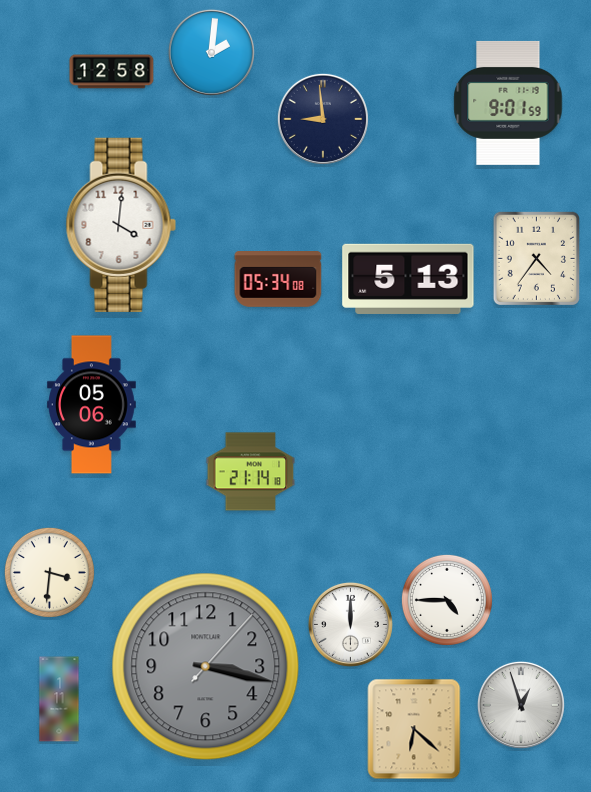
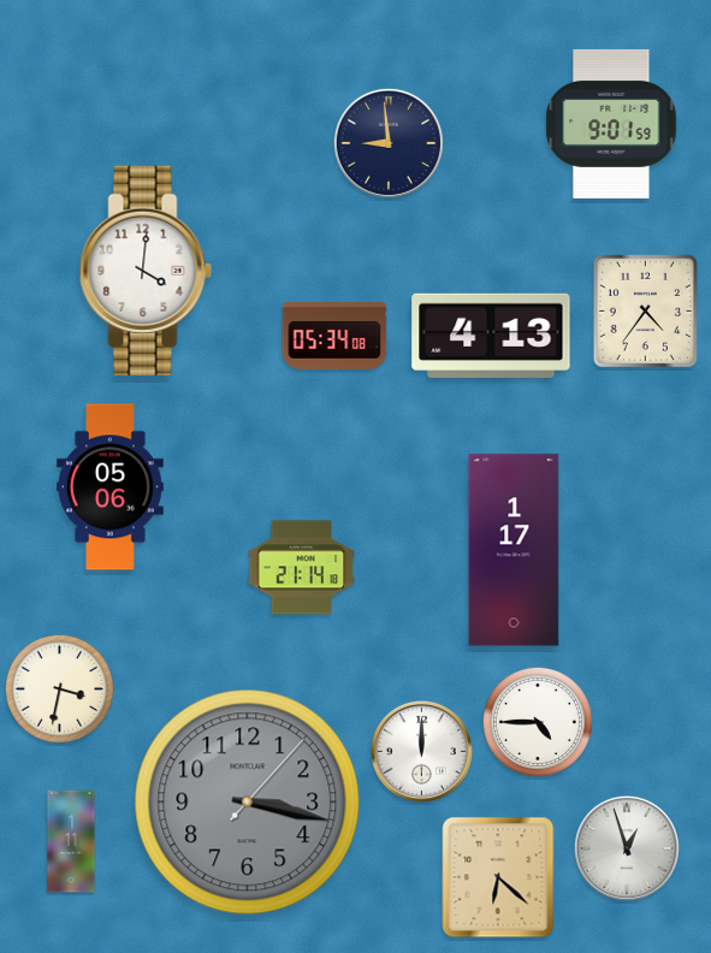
clock at (211, 52): 2:01 -> none
clock at (112, 72): 12:58 -> none
clock at (408, 279): 5:13 -> 4:13
clock at (514, 550): none -> 1:17
clock at (49, 572): 3:31 -> 3:32
